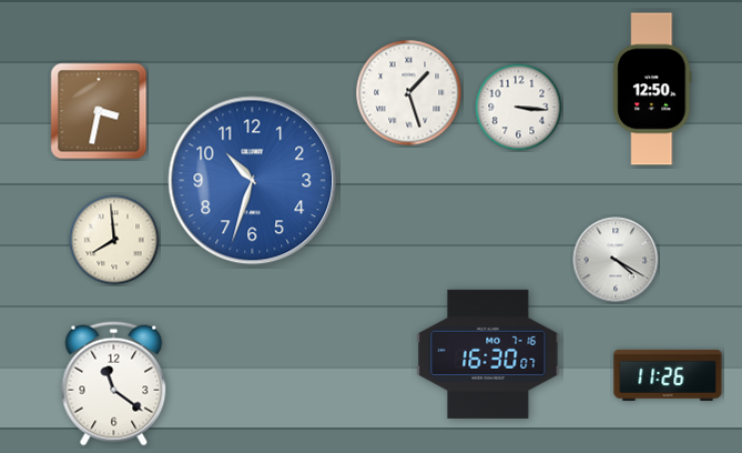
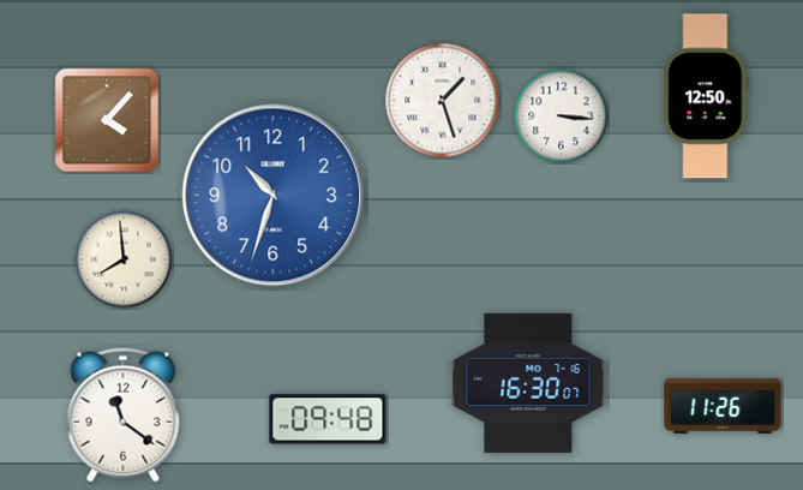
clock at (99, 111): 3:32 -> 4:07
clock at (616, 260): 4:20 -> none
clock at (328, 419): none -> 09:48
